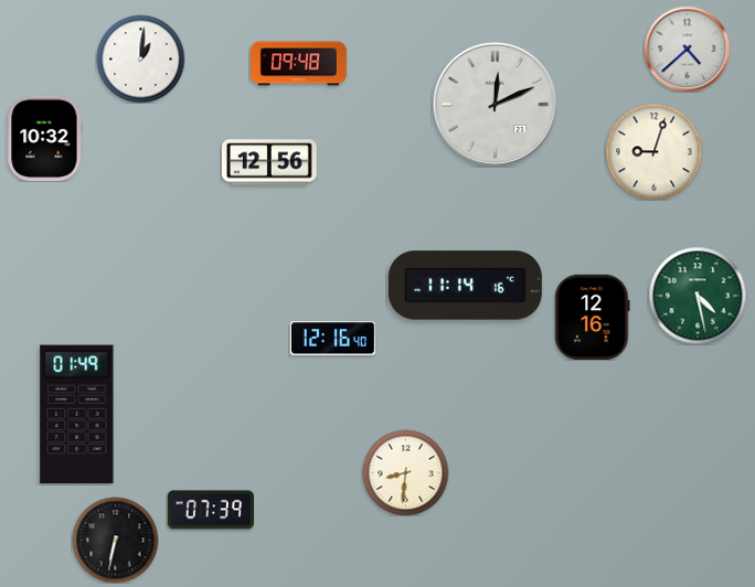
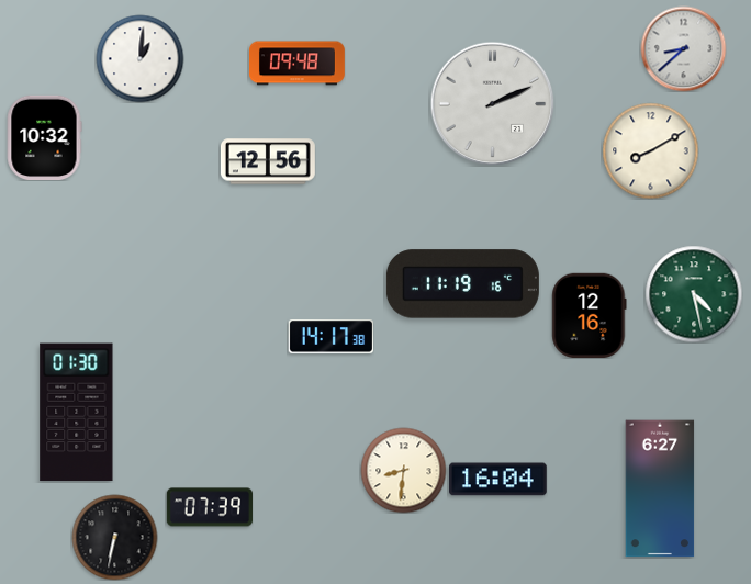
clock at (687, 49): 4:38 -> 8:38
clock at (495, 104): 12:11 -> 2:11
clock at (653, 151): 9:03 -> 8:10
clock at (465, 286): 11:14 -> 11:19
clock at (332, 339): 12:16 -> 14:17
clock at (77, 415): 01:49 -> 01:30
clock at (498, 480): none -> 16:04
clock at (660, 488): none -> 6:27
